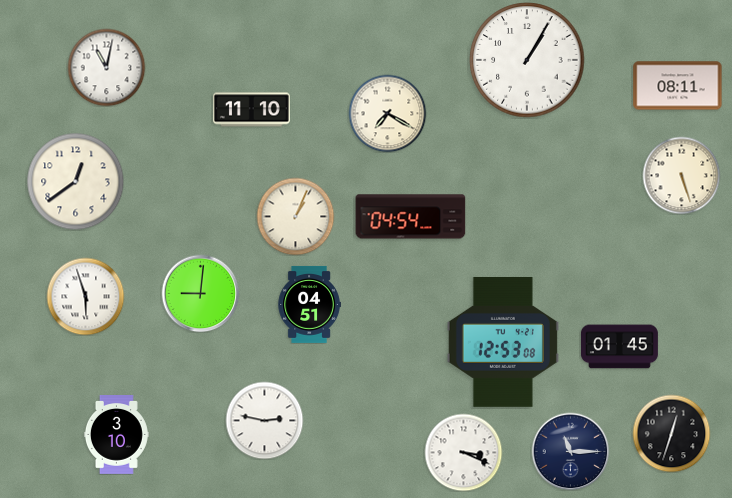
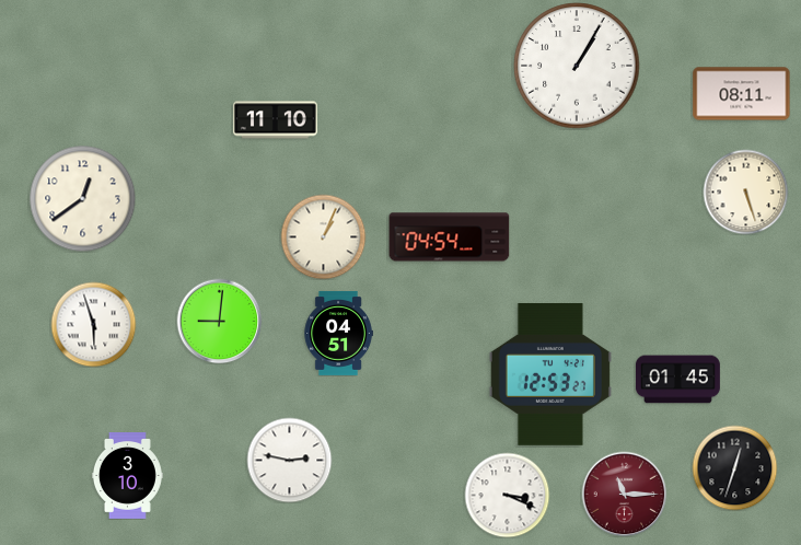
clock at (106, 67): 11:02 -> none
clock at (387, 113): 7:20 -> none
clock at (503, 343): 12:53:08 -> 12:53:27
clock at (671, 433) position: (671, 433) -> (734, 467)
clock at (570, 451) dial: navy -> burgundy
